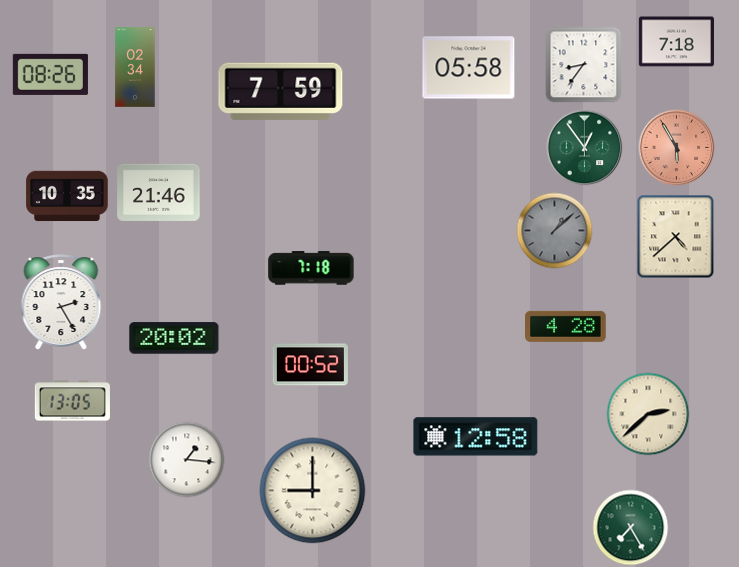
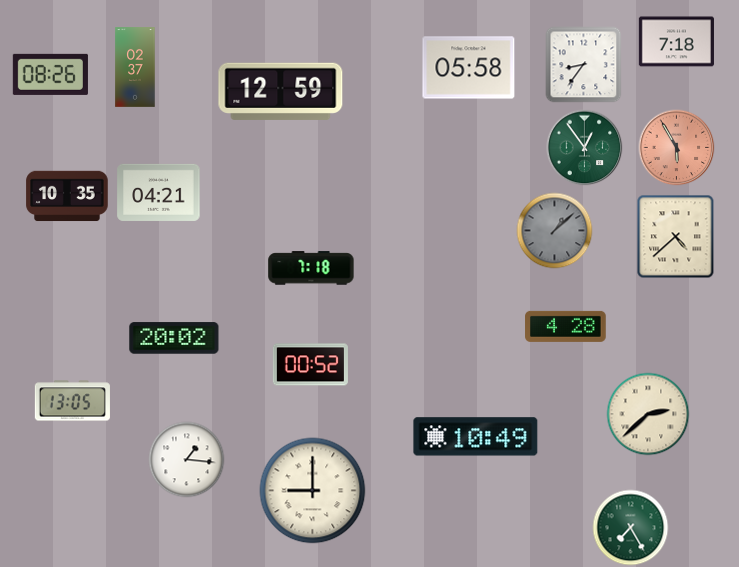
clock at (135, 67): 02:34 -> 02:37
clock at (281, 91): 7:59 -> 12:59
clock at (159, 192): 21:46 -> 04:21
clock at (61, 302): 2:25 -> none
clock at (476, 437): 12:58 -> 10:49
